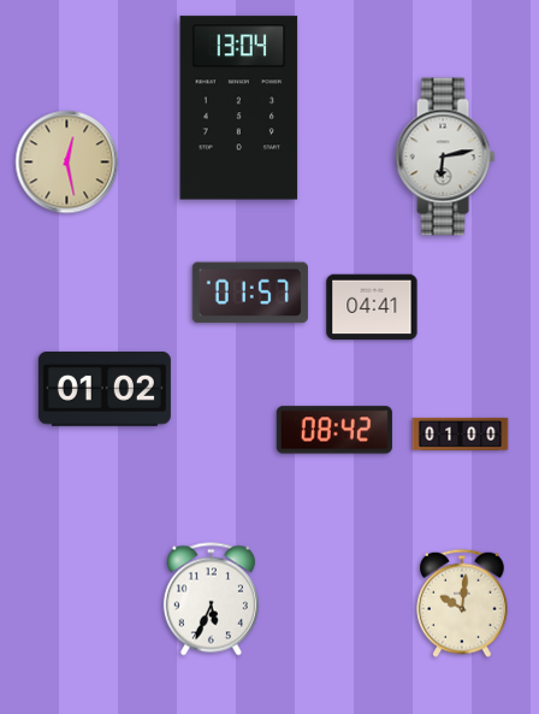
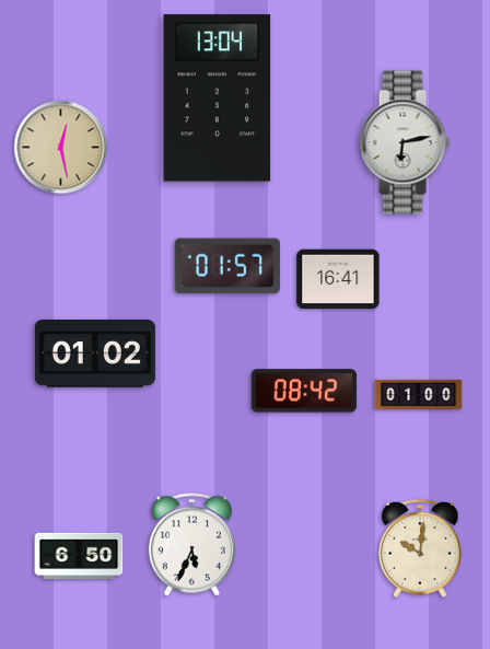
clock at (372, 307): 04:41 -> 16:41
clock at (79, 556): none -> 6:50
